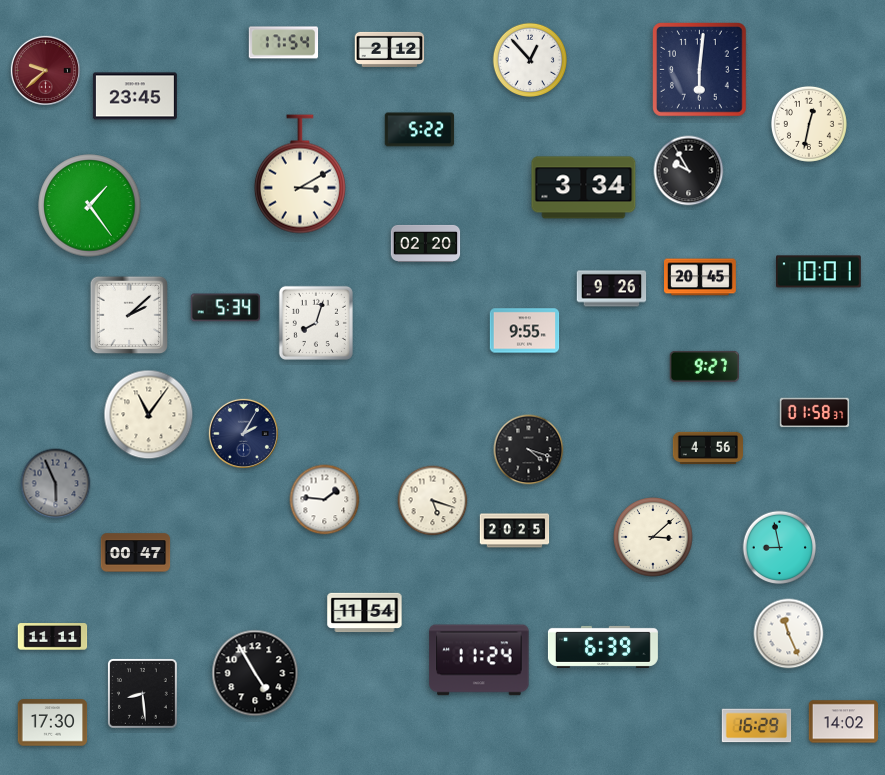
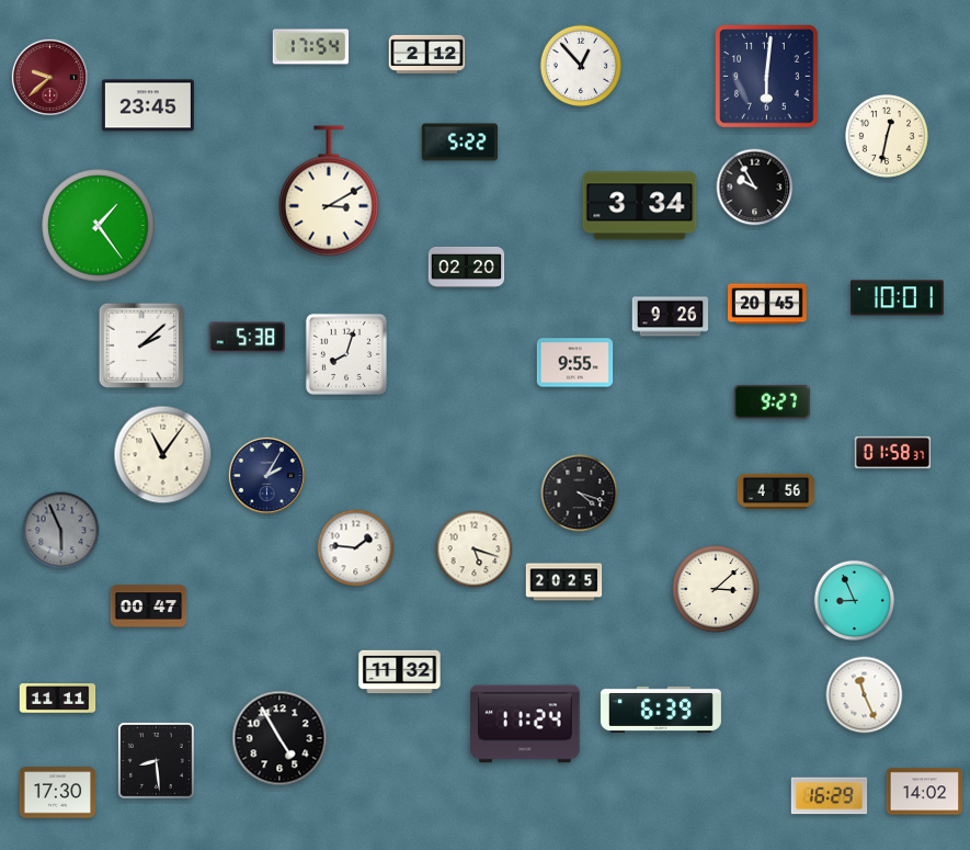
clock at (226, 308): 5:34 -> 5:38
clock at (780, 548): 8:58 -> 8:56
clock at (365, 613): 11:54 -> 11:32
